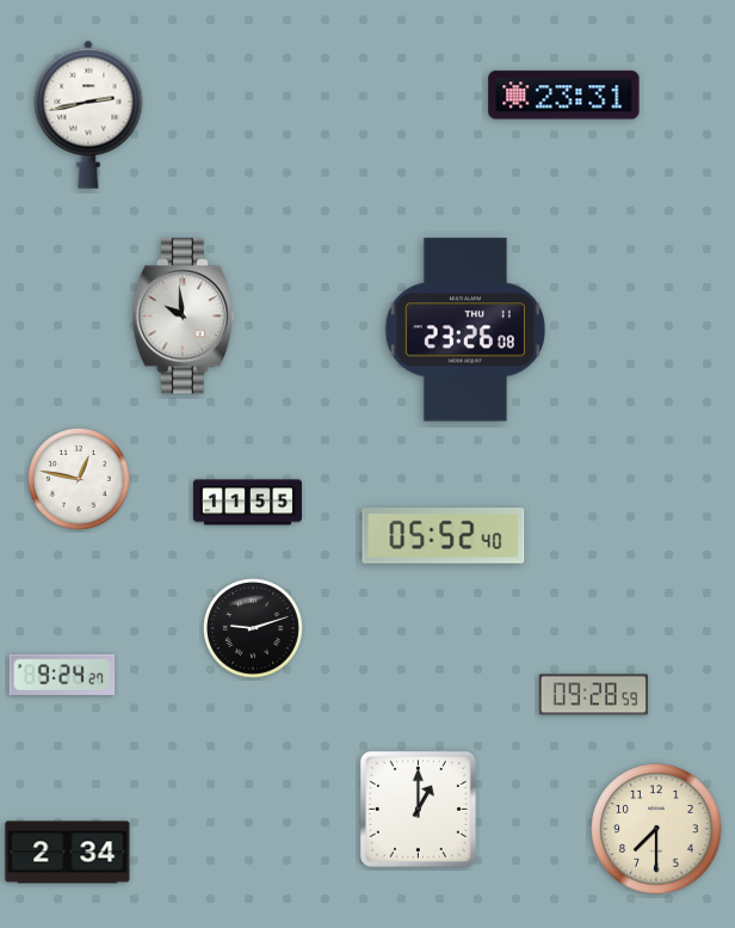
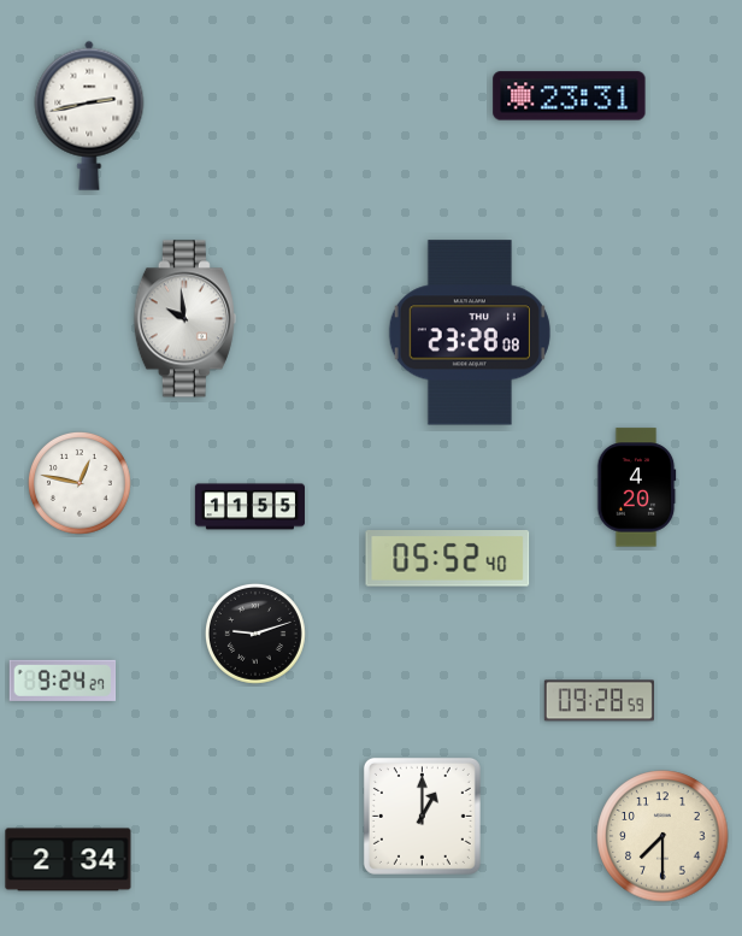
clock at (465, 330): 23:26 -> 23:28
clock at (636, 488): none -> 4:20
clock at (444, 536) position: (444, 536) -> (448, 559)
